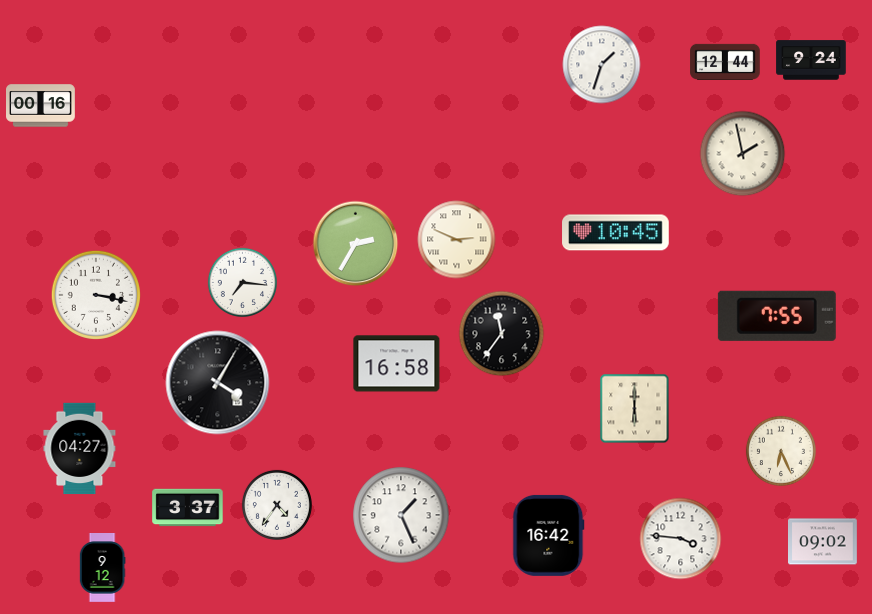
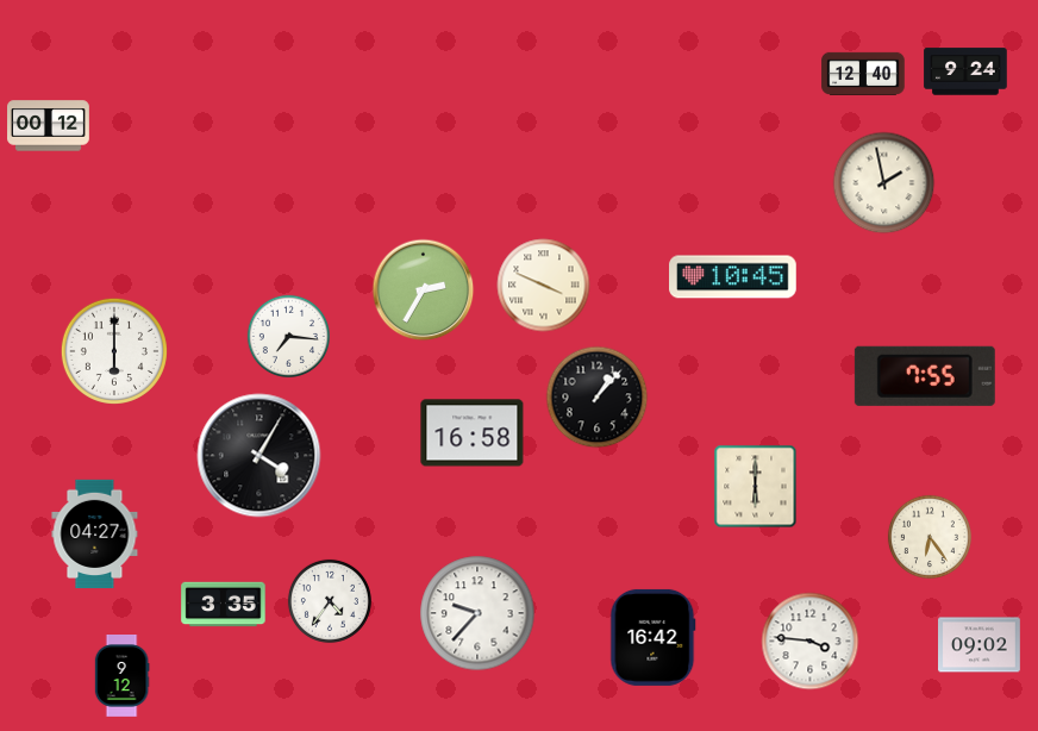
clock at (725, 61): 12:44 -> 12:40
clock at (602, 65): 1:33 -> none
clock at (41, 106): 00:16 -> 00:12
clock at (457, 240): 2:49 -> 3:49
clock at (96, 295): 3:17 -> 6:00
clock at (502, 334): 11:36 -> 1:07
clock at (781, 451): 6:26 -> 6:24
clock at (188, 508): 3:37 -> 3:35
clock at (401, 515): 1:26 -> 9:37
